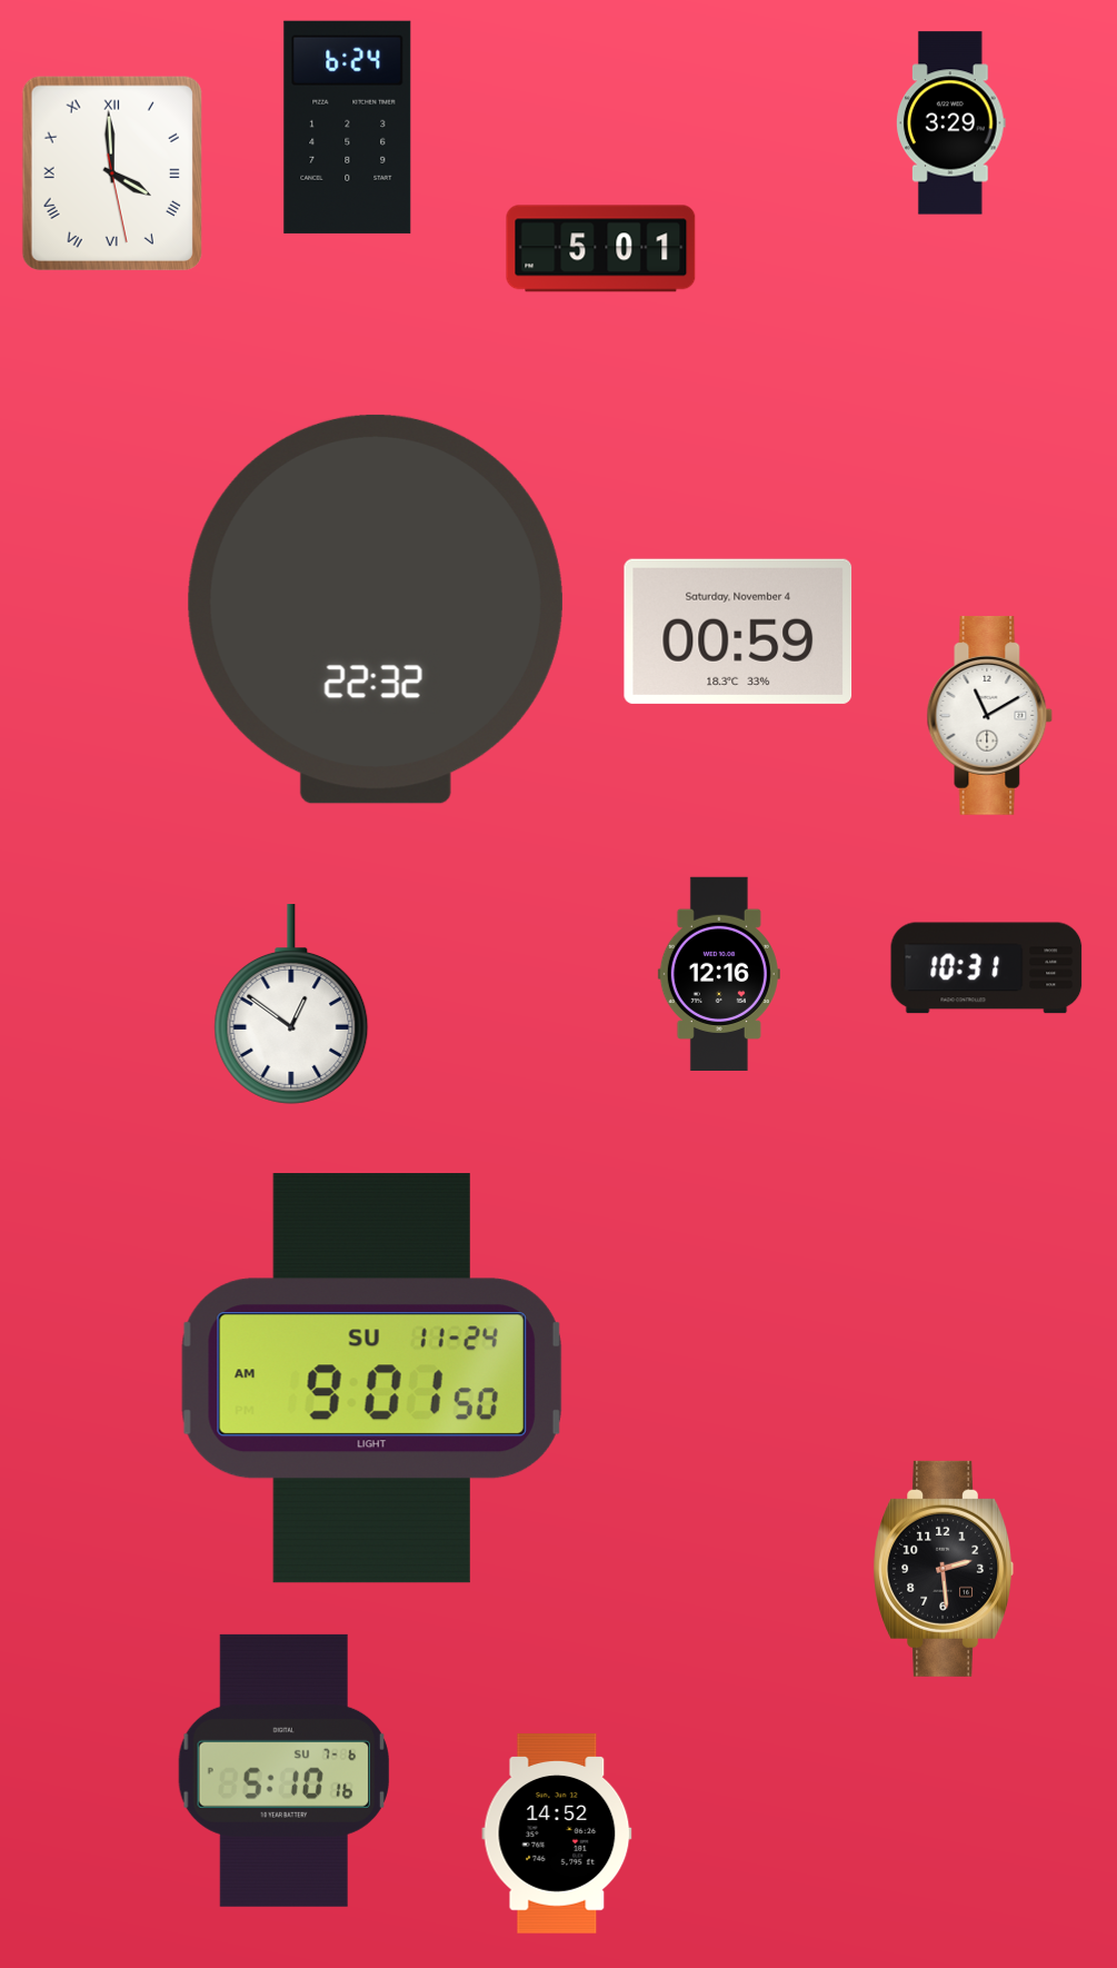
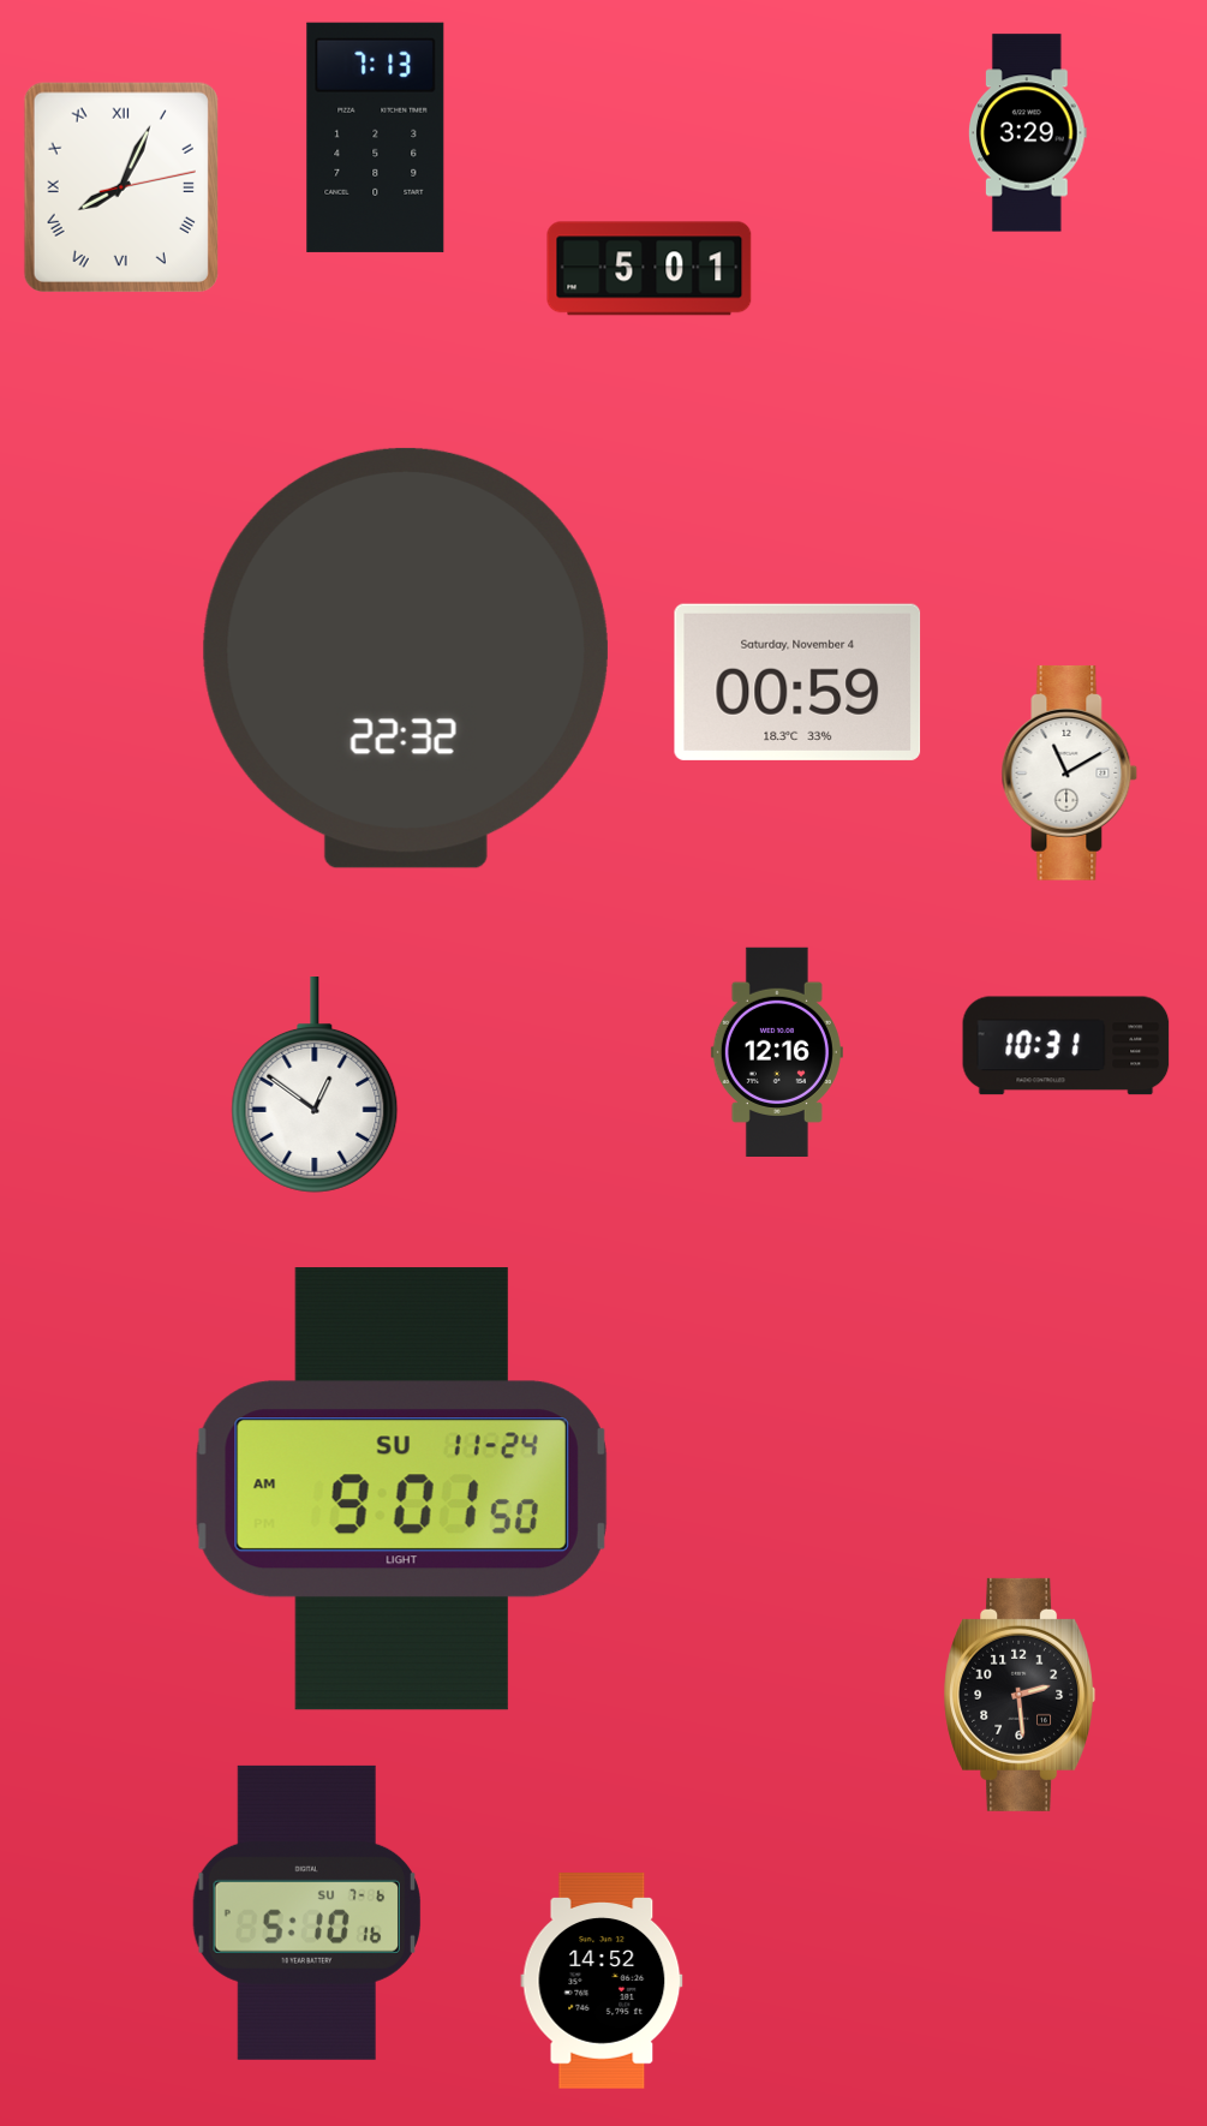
clock at (348, 127): 6:24 -> 7:13
clock at (112, 173): 3:59 -> 8:04
